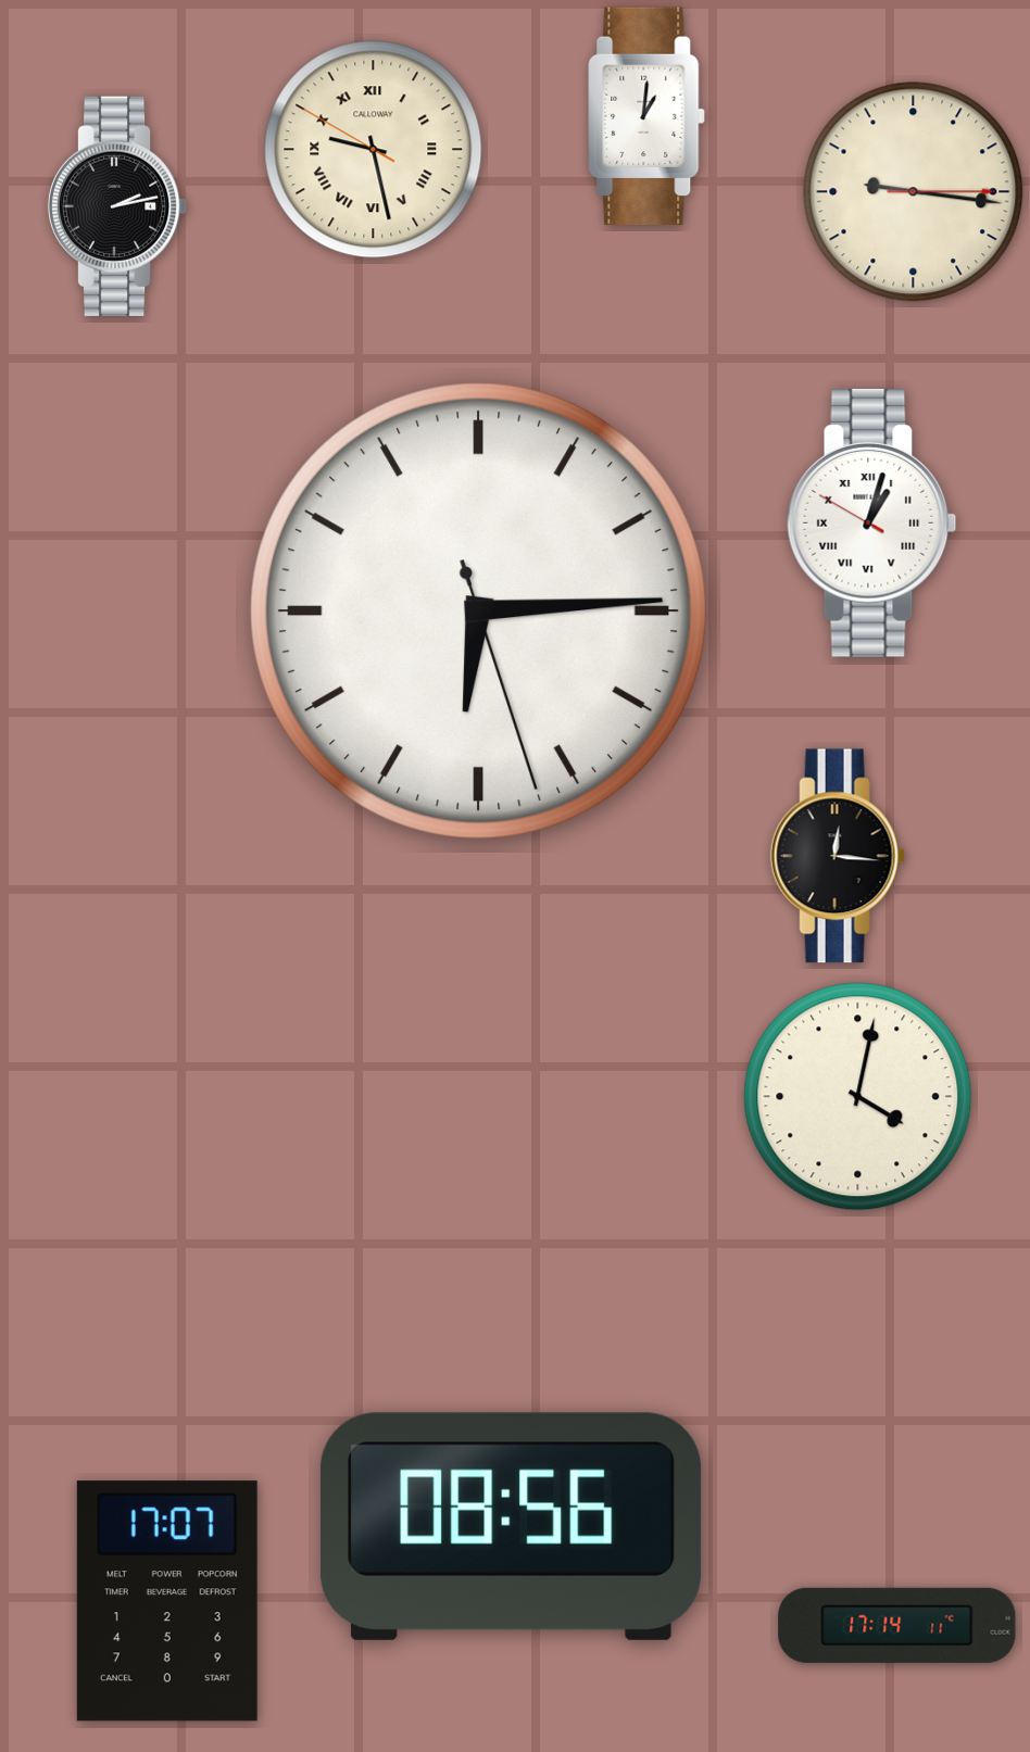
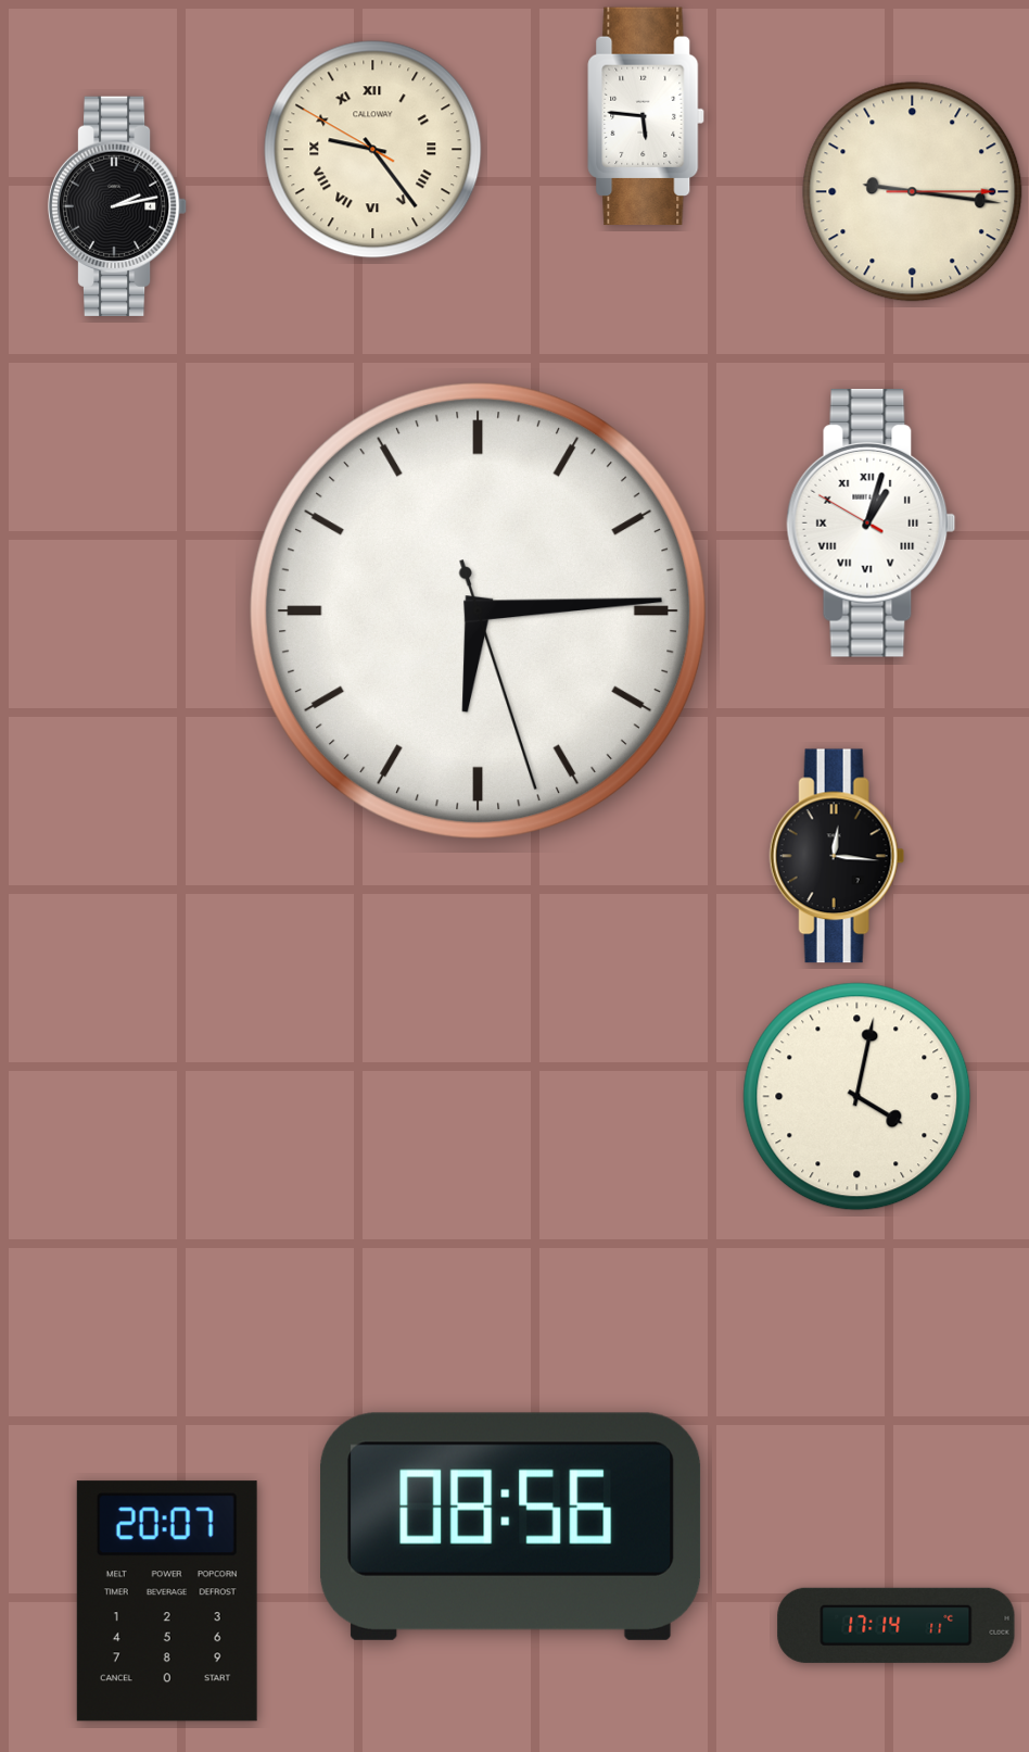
clock at (646, 116): 1:01 -> 5:46
clock at (374, 150): 9:27 -> 9:23
clock at (167, 1601): 17:07 -> 20:07
